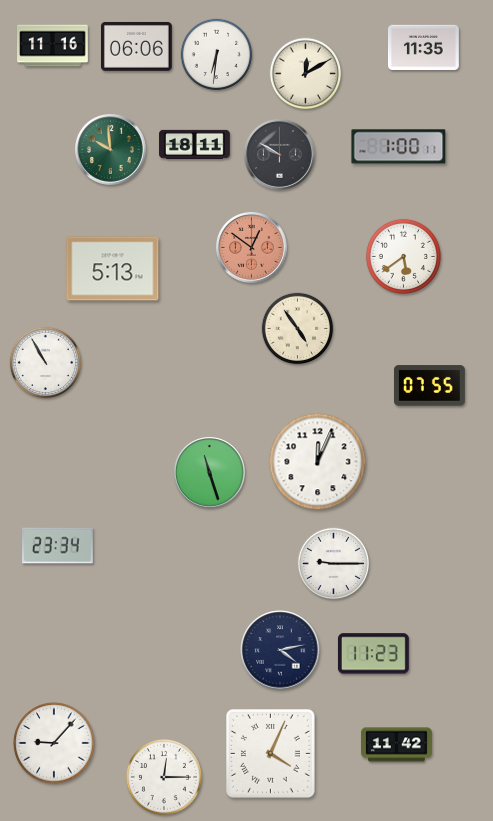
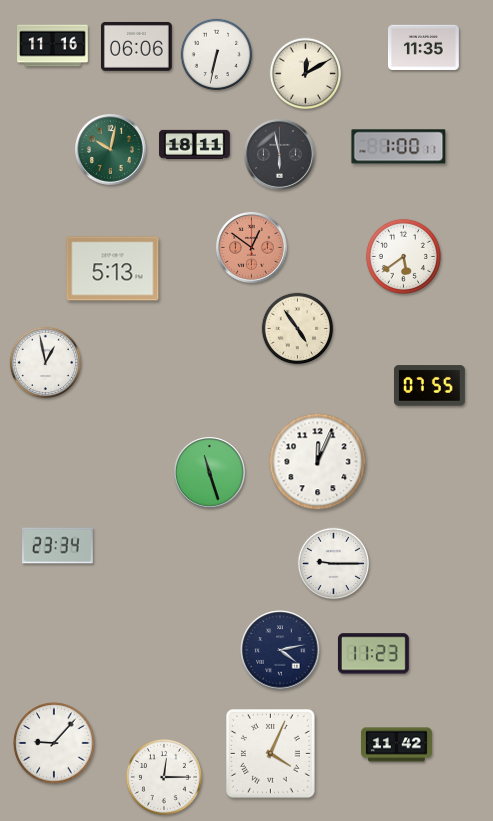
clock at (217, 55): 6:31 -> 6:32
clock at (111, 150): 9:59 -> 10:02
clock at (280, 155): 9:50 -> 5:58
clock at (46, 363): 10:55 -> 12:58
